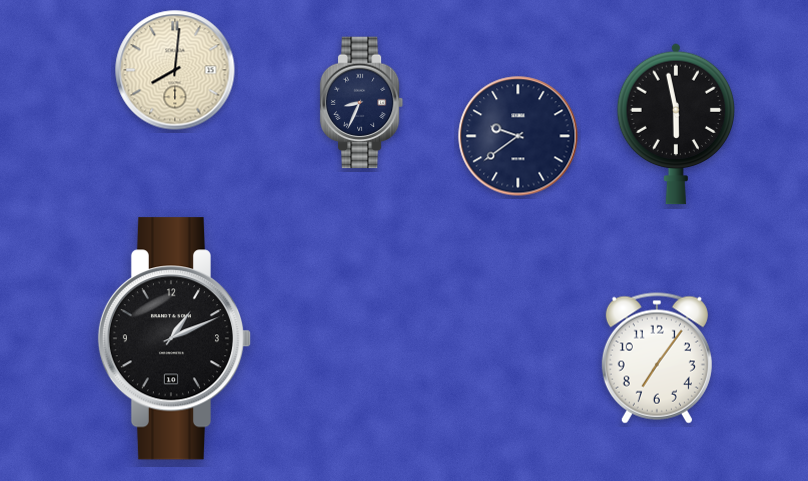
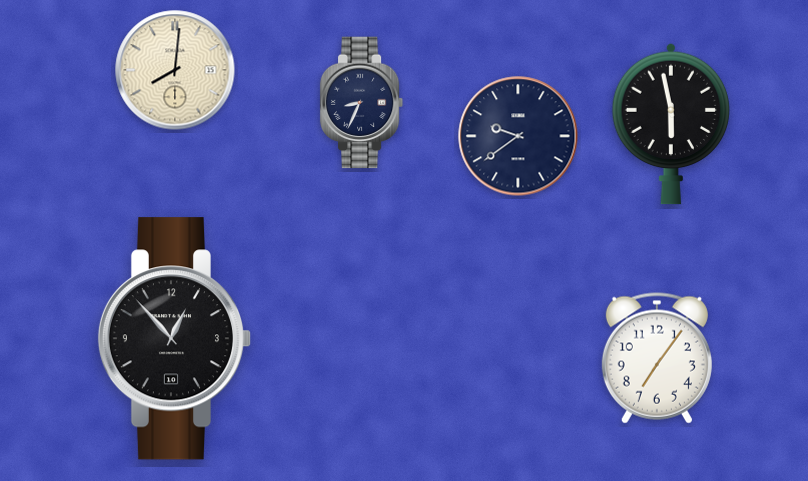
clock at (676, 124) position: (676, 124) -> (671, 124)
clock at (175, 339): 1:11 -> 12:53
